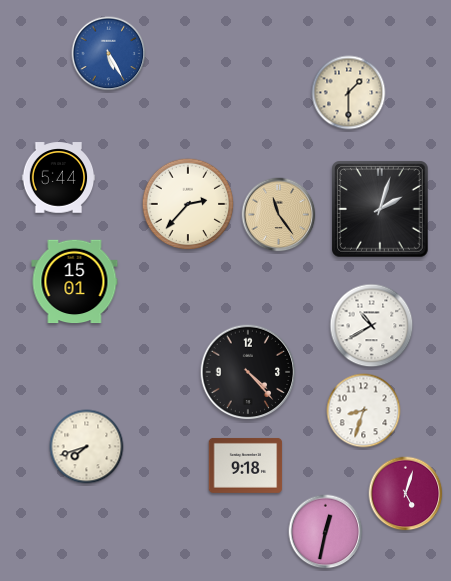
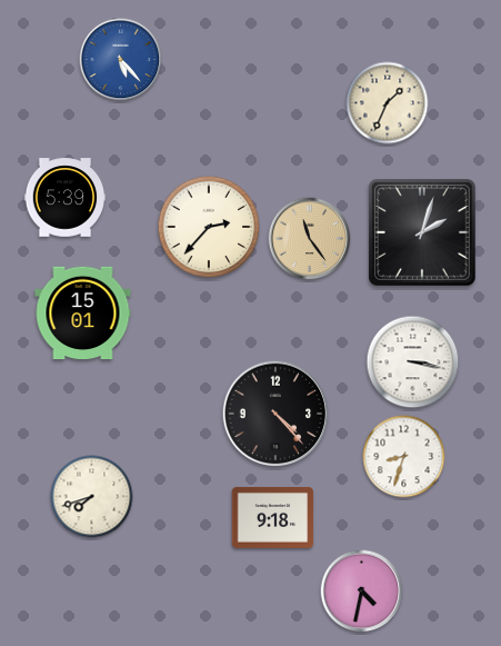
clock at (109, 54): 5:25 -> 5:23
clock at (349, 93): 1:30 -> 1:34
clock at (59, 178): 5:44 -> 5:39
clock at (372, 326): 10:40 -> 3:17
clock at (87, 447) position: (87, 447) -> (92, 497)
clock at (406, 494): 5:03 -> none
clock at (326, 532): 12:32 -> 4:32
